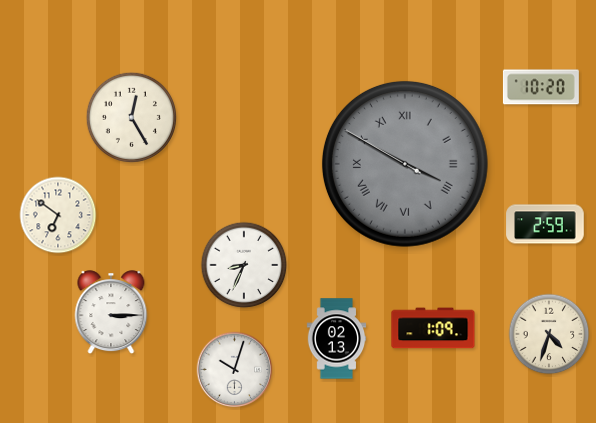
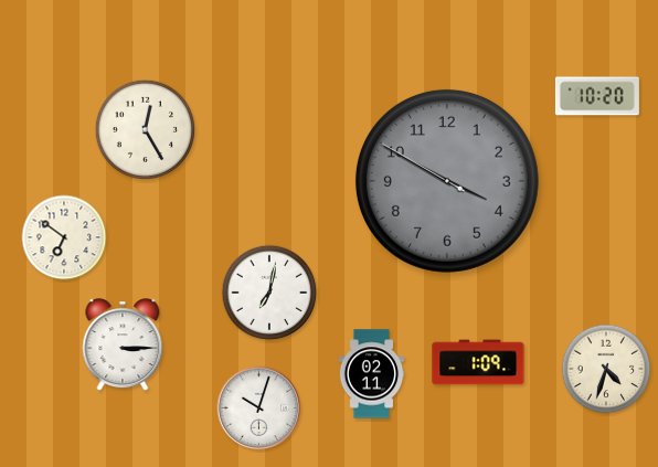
clock at (405, 164) numerals: Roman -> Arabic
clock at (545, 224): 2:59 -> none
clock at (244, 265): 8:34 -> 7:02
clock at (337, 339): 02:13 -> 02:11
